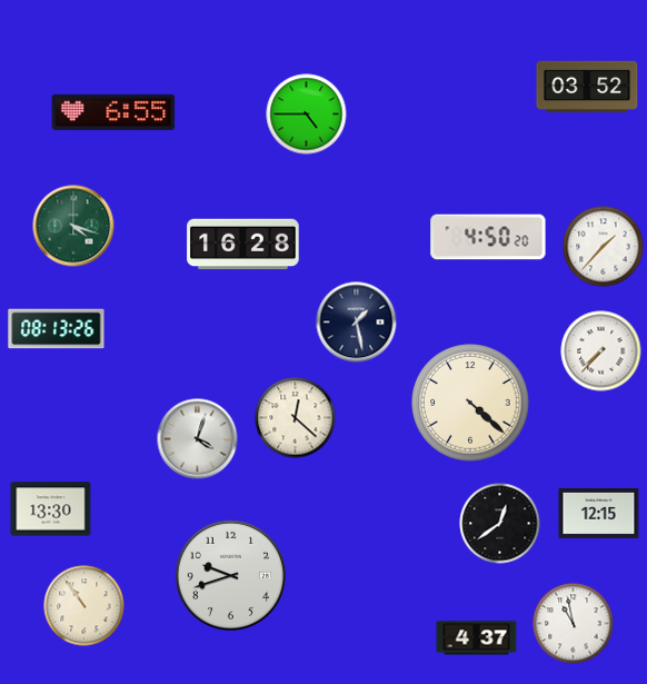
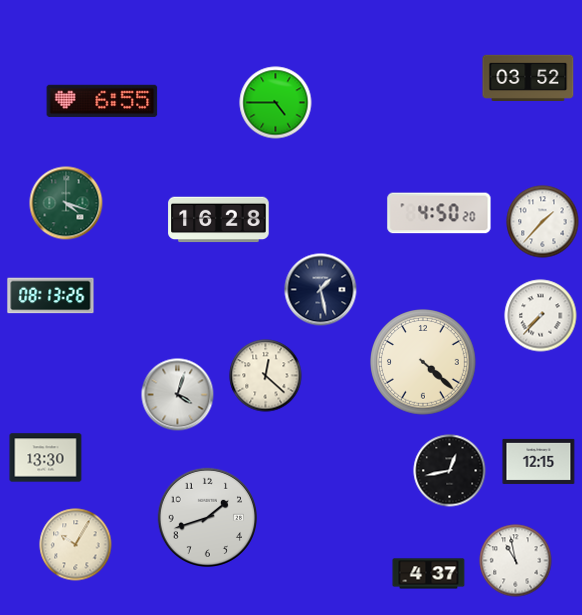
clock at (500, 524): 12:39 -> 12:43
clock at (230, 575): 9:42 -> 1:42
clock at (84, 606): 10:54 -> 10:05
